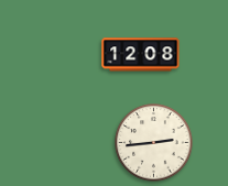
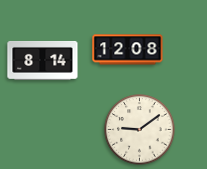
clock at (43, 61): none -> 8:14
clock at (154, 143): 2:44 -> 9:09
